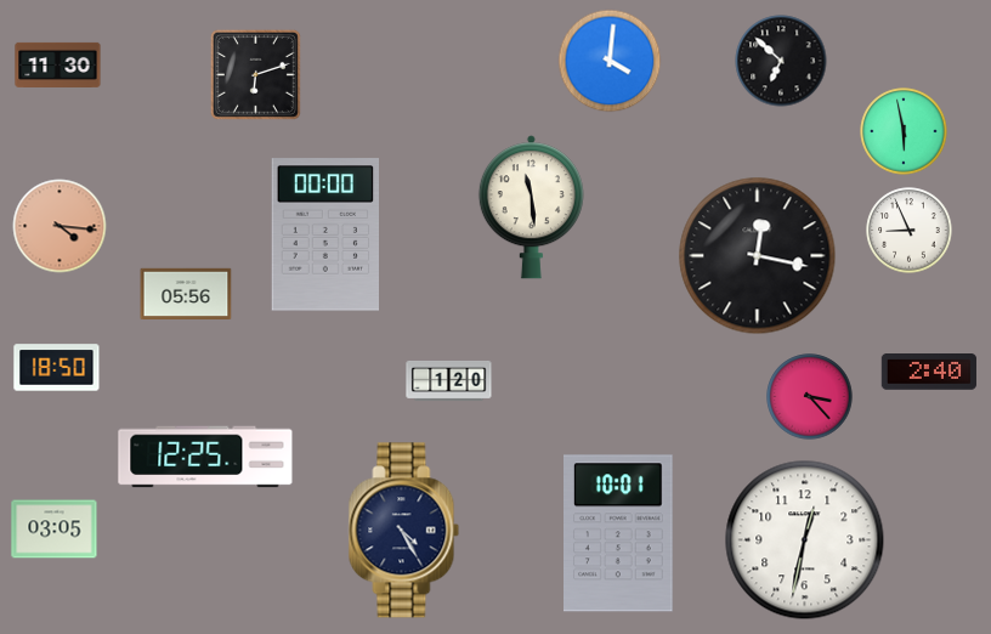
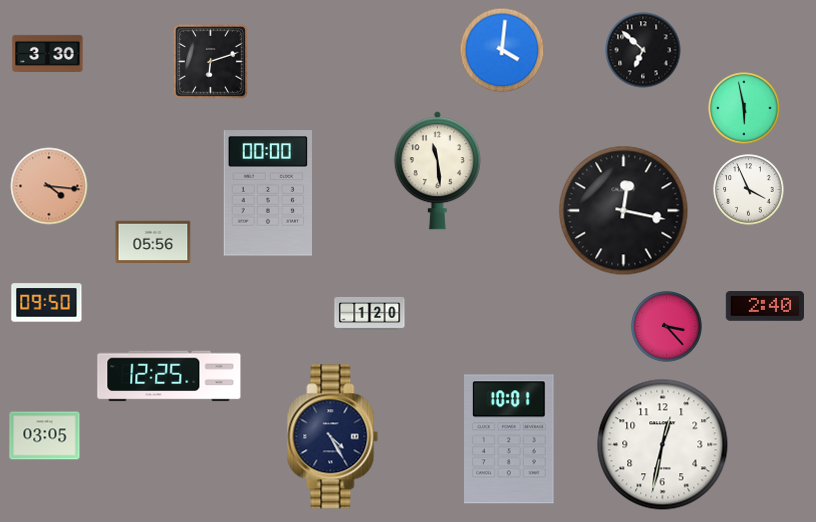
clock at (58, 64): 11:30 -> 3:30
clock at (910, 231): 8:56 -> 3:56
clock at (57, 368): 18:50 -> 09:50
